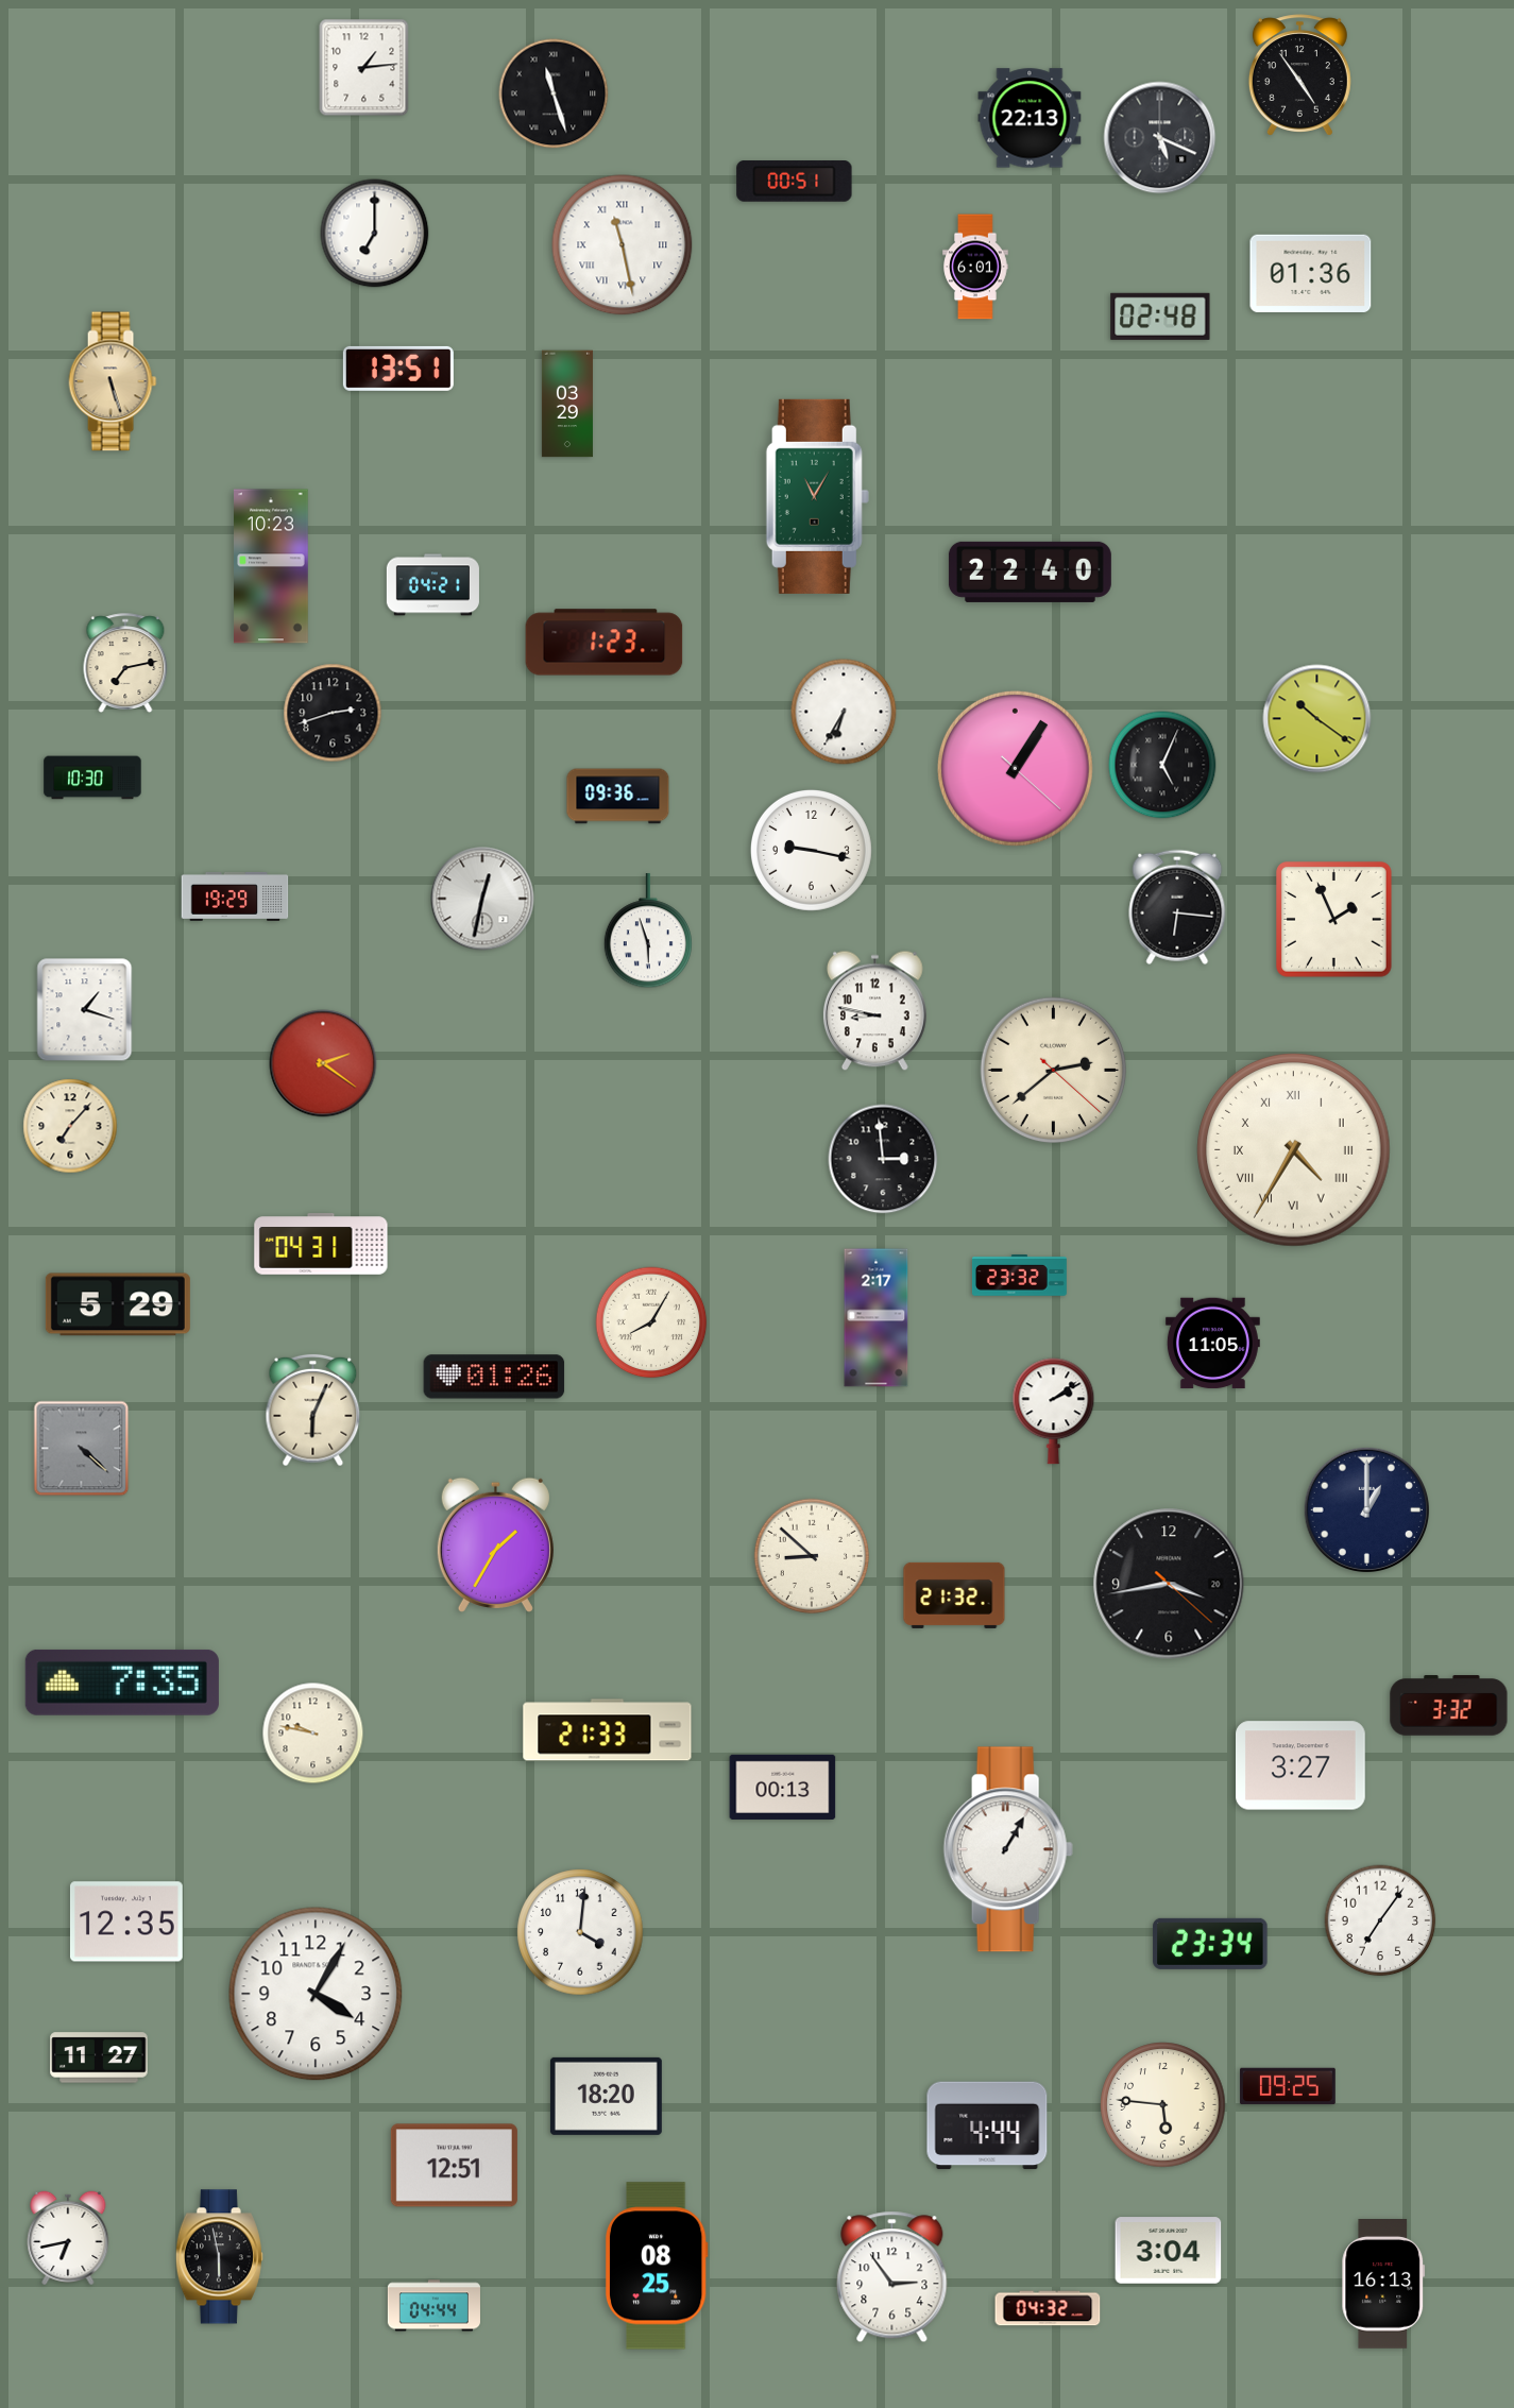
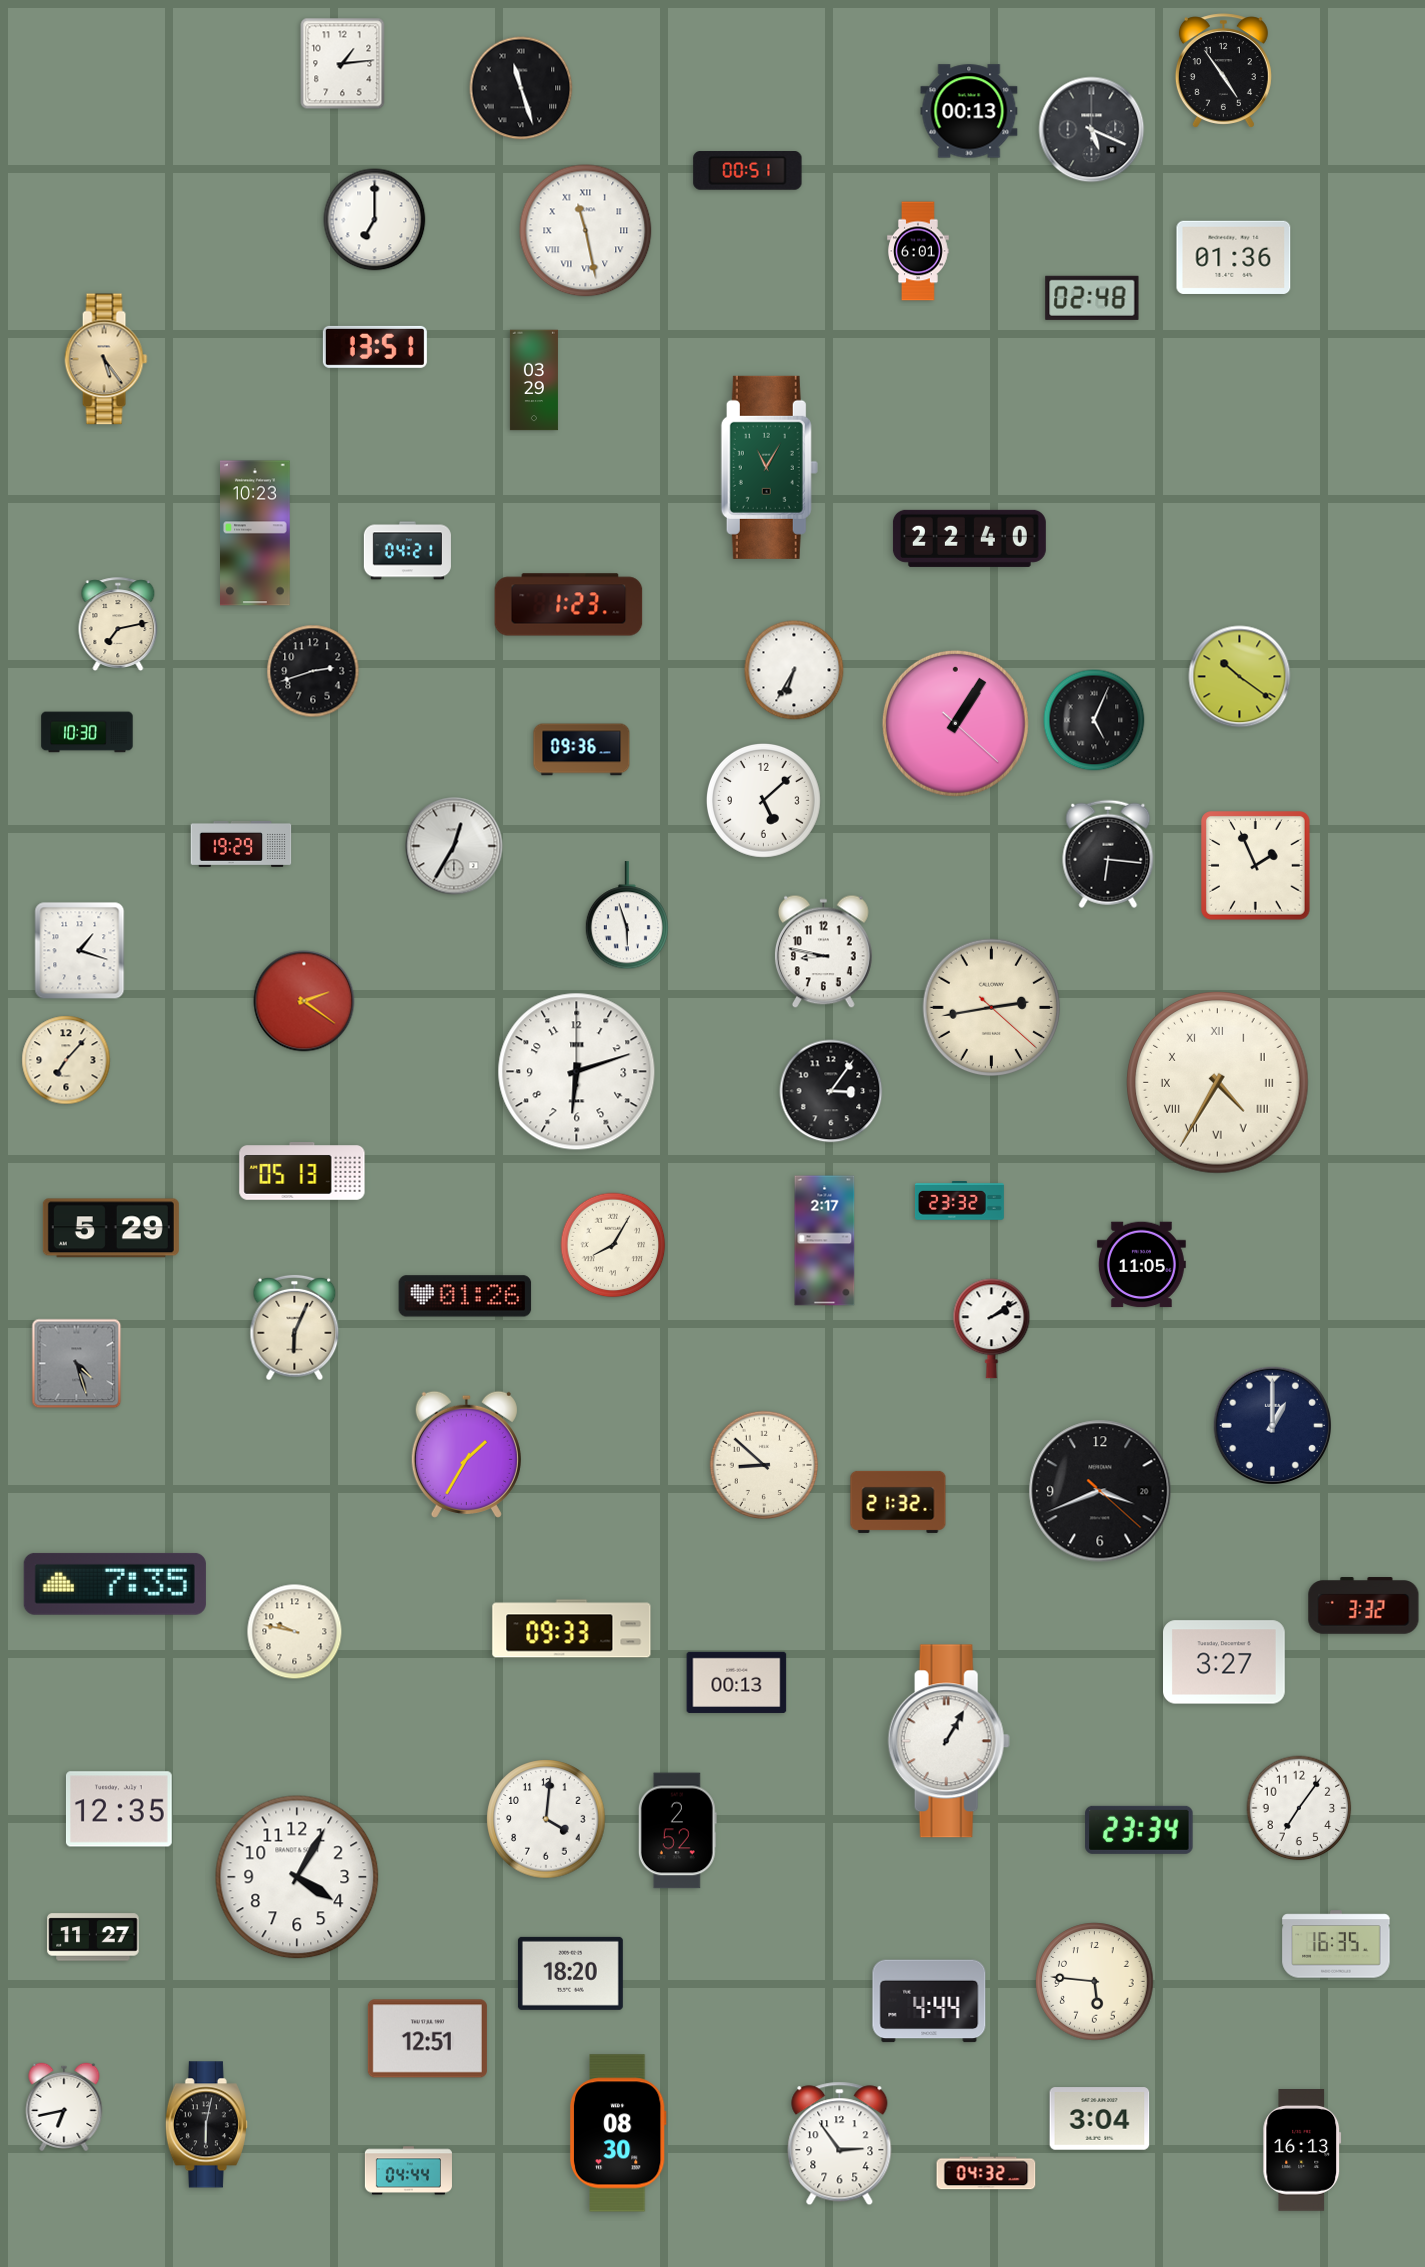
clock at (1030, 118): 22:13 -> 00:13
clock at (375, 234) position: (375, 234) -> (375, 220)
clock at (113, 381): 5:27 -> 5:24
clock at (811, 850): 9:17 -> 5:08
clock at (235, 896) position: (235, 896) -> (241, 844)
clock at (482, 899): 12:32 -> 12:35
clock at (648, 932) position: (648, 932) -> (627, 916)
clock at (1054, 1071): 2:38 -> 2:43
clock at (577, 1072): none -> 6:12
clock at (883, 1159): 2:59 -> 3:06
clock at (321, 1244): 04:31 -> 05:13
clock at (82, 1449): 4:22 -> 4:27
clock at (1366, 1509) position: (1366, 1509) -> (1272, 1425)
clock at (1169, 1584): 3:43 -> 3:41
clock at (608, 1730): 21:33 -> 09:33
clock at (677, 1831): none -> 2:52
clock at (1336, 1944): none -> 16:35
clock at (1288, 2086): 09:25 -> none
clock at (219, 2257): 5:58 -> 6:02
clock at (657, 2266): 08:25 -> 08:30
